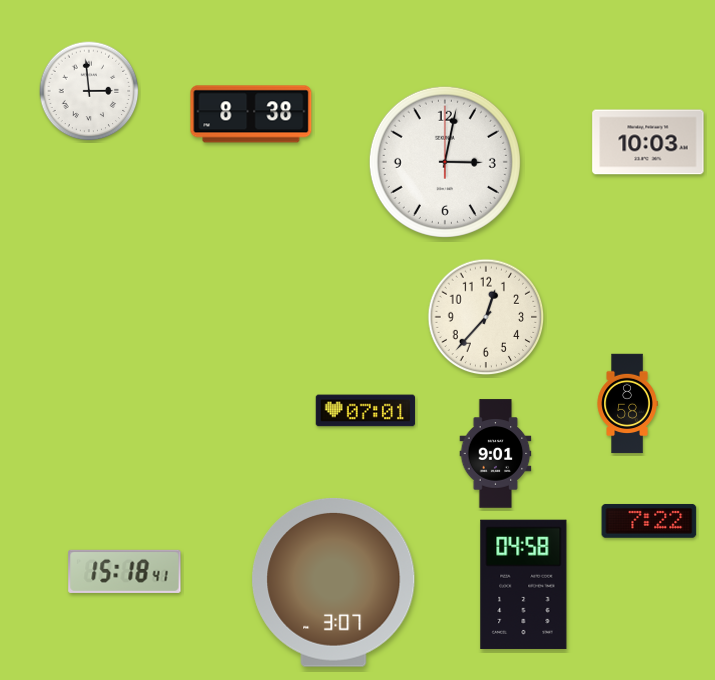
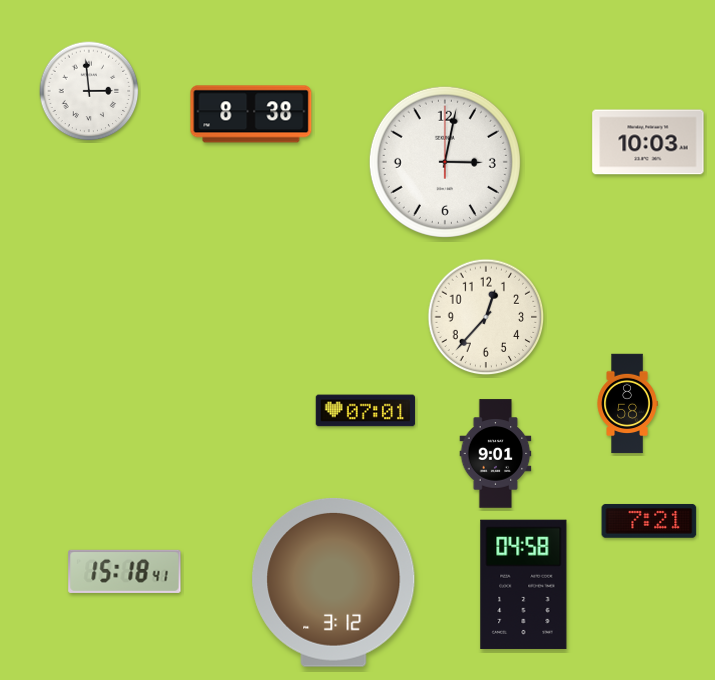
clock at (649, 521): 7:22 -> 7:21
clock at (334, 582): 3:07 -> 3:12
